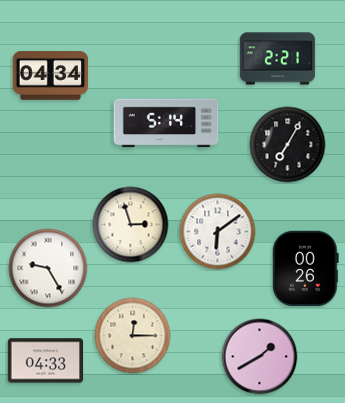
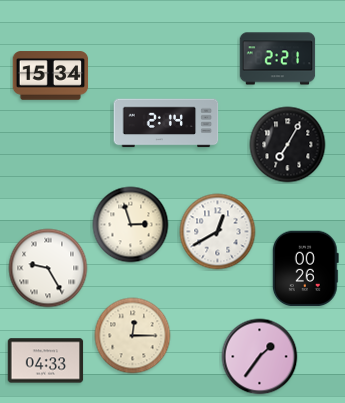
clock at (51, 76): 04:34 -> 15:34
clock at (166, 123): 5:14 -> 2:14
clock at (218, 232): 6:09 -> 12:40
clock at (260, 357): 1:40 -> 1:36
